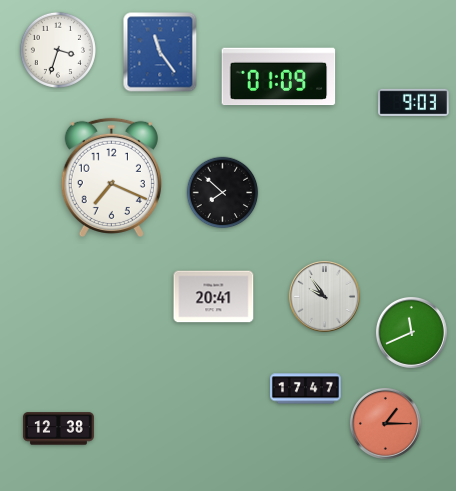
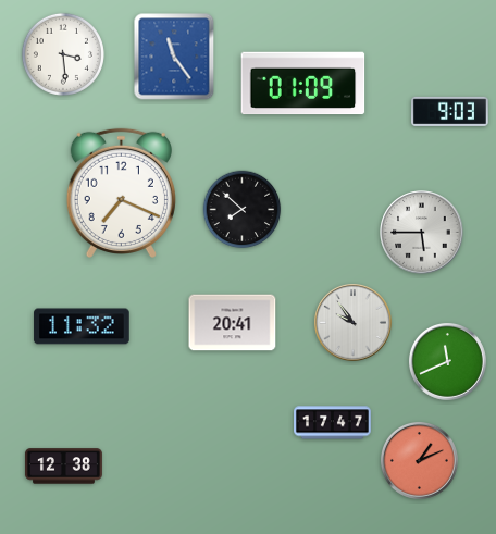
clock at (58, 50): 3:33 -> 3:29
clock at (422, 233): none -> 5:45
clock at (82, 326): none -> 11:32
clock at (385, 423): 1:15 -> 1:11
